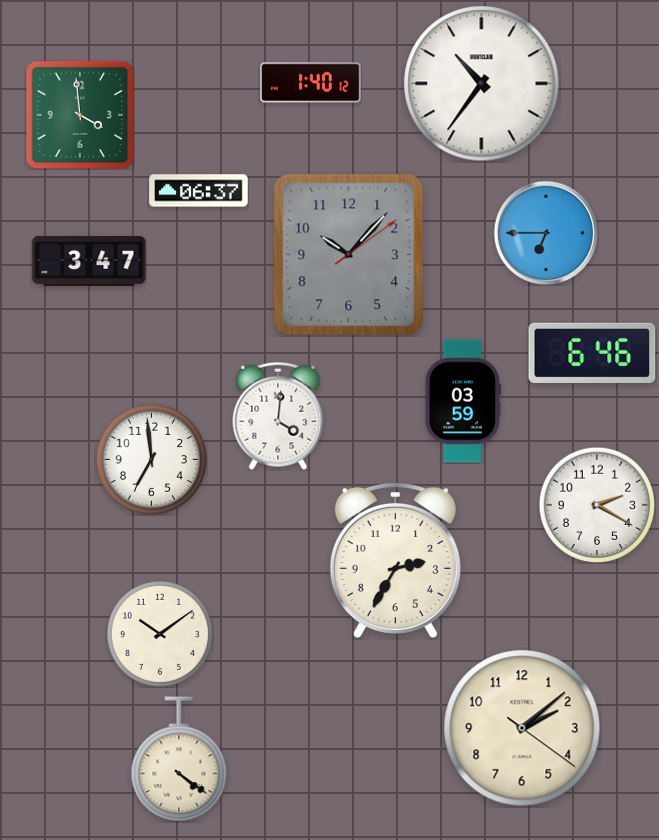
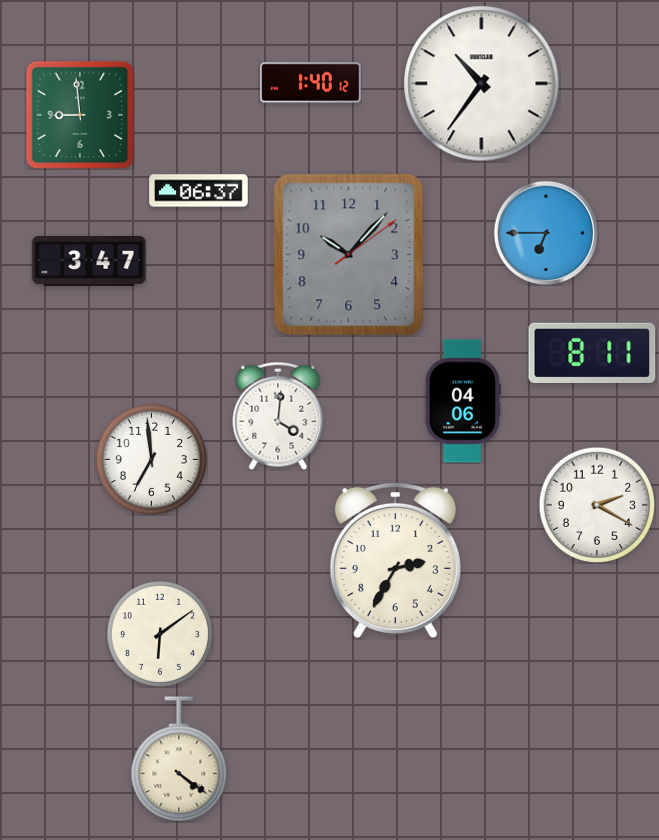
clock at (79, 114): 3:59 -> 8:59
clock at (592, 353): 6:46 -> 8:11
clock at (463, 401): 03:59 -> 04:06
clock at (160, 634): 10:09 -> 6:09
clock at (522, 728): 2:08 -> none
